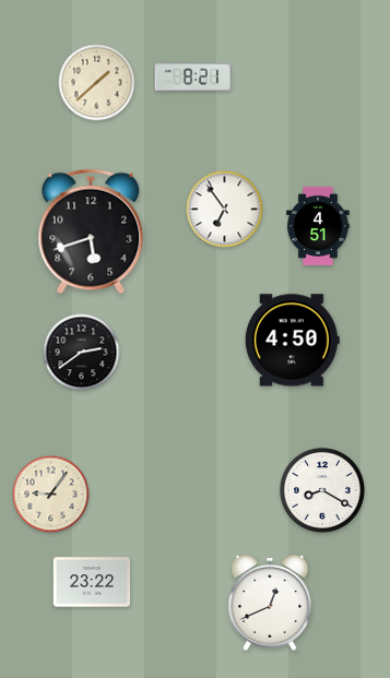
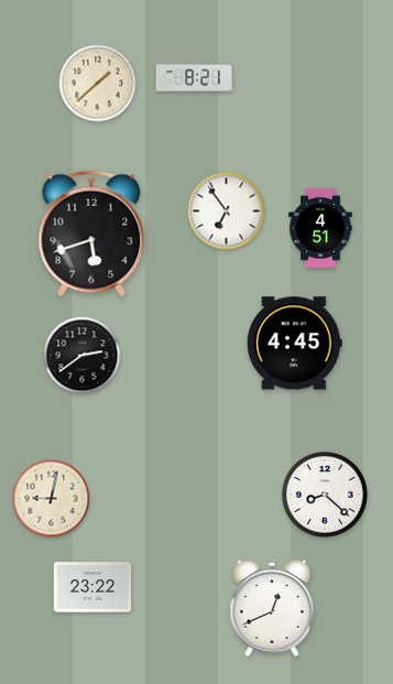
clock at (292, 341): 4:50 -> 4:45
clock at (322, 490): 8:20 -> 8:22
clock at (51, 495): 9:06 -> 9:02
